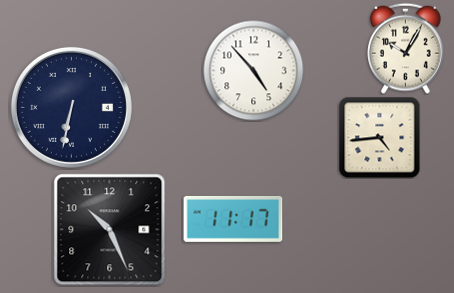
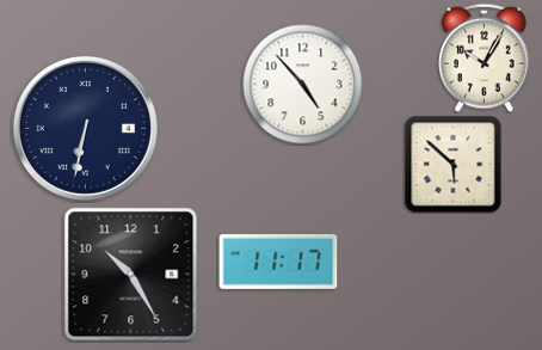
clock at (379, 137): 4:44 -> 5:52
clock at (110, 230): 10:26 -> 10:25
